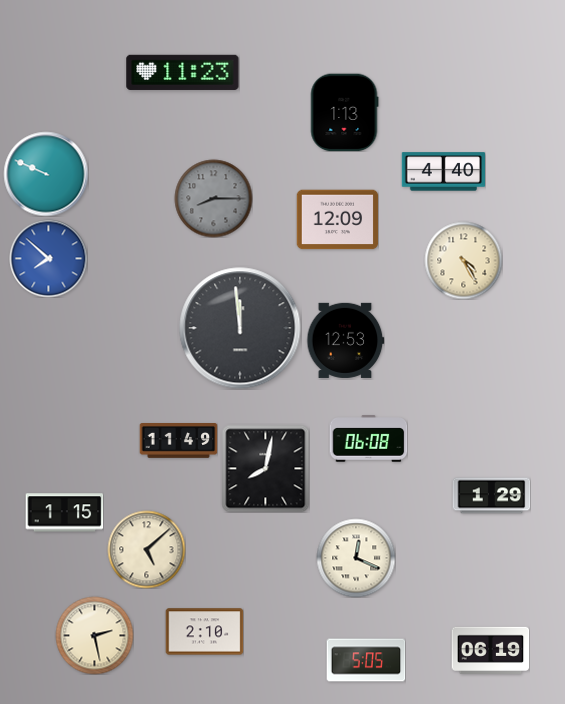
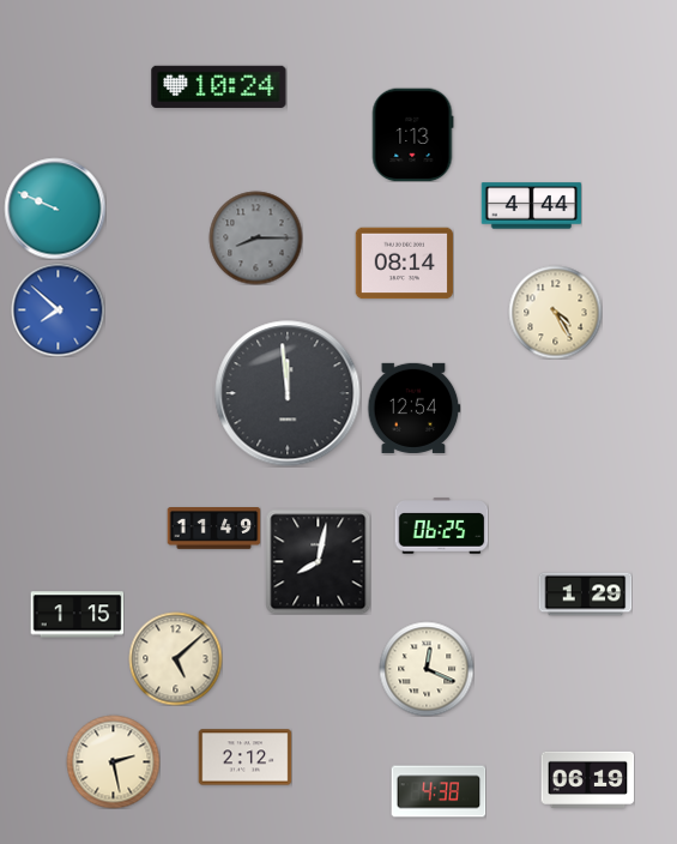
clock at (183, 72): 11:23 -> 10:24
clock at (443, 172): 4:40 -> 4:44
clock at (337, 220): 12:09 -> 08:14
clock at (345, 340): 12:53 -> 12:54
clock at (368, 439): 06:08 -> 06:25
clock at (491, 496) position: (491, 496) -> (585, 595)
clock at (204, 632): 2:10 -> 2:12
clock at (366, 660): 5:05 -> 4:38
